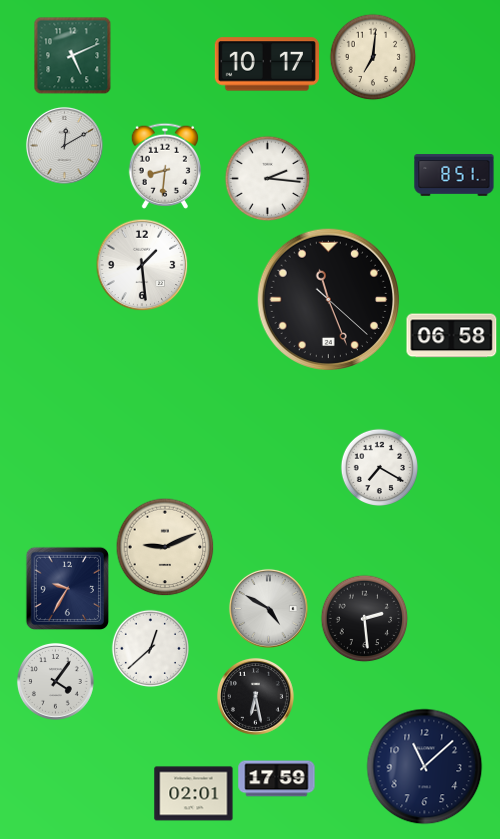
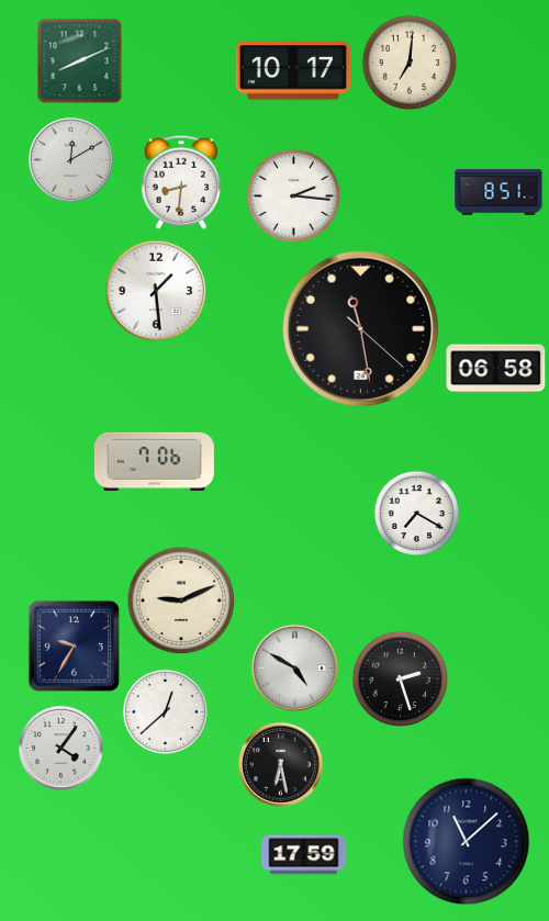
clock at (72, 55): 5:11 -> 8:11
clock at (329, 300): 11:26 -> 11:28
clock at (154, 461): none -> 7:06
clock at (364, 618): 2:29 -> 2:27
clock at (194, 794): 02:01 -> none
